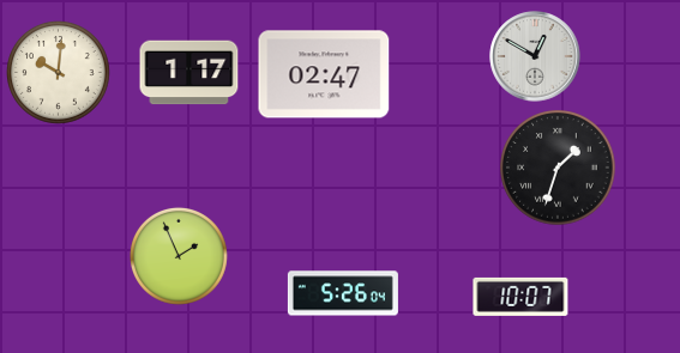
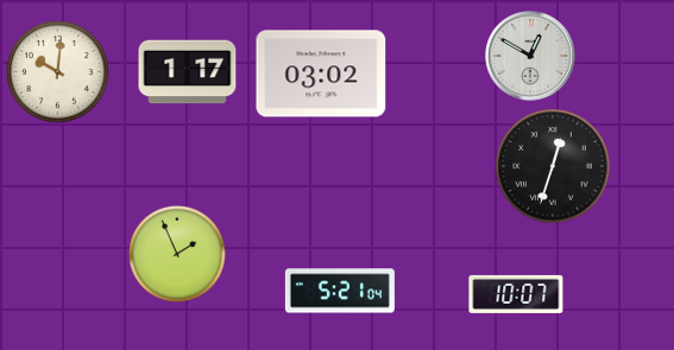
clock at (324, 74): 02:47 -> 03:02
clock at (558, 168): 1:33 -> 12:33
clock at (343, 293): 5:26 -> 5:21
